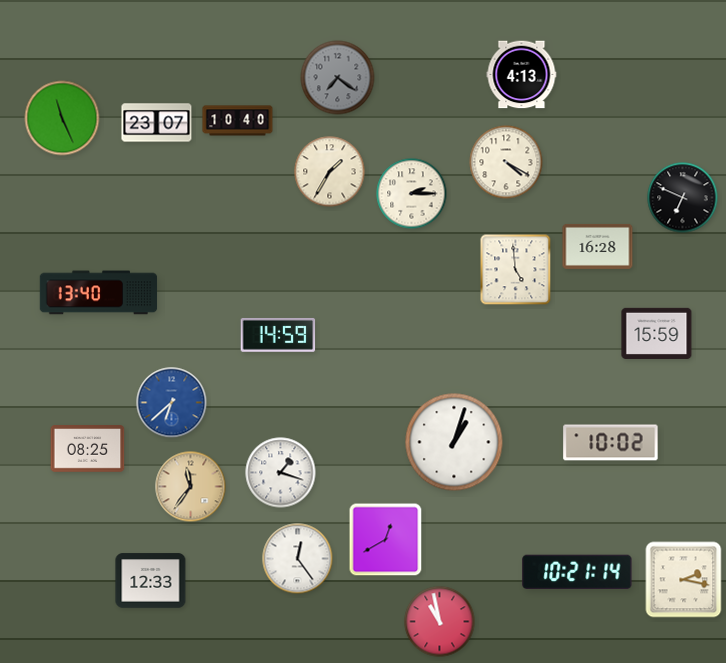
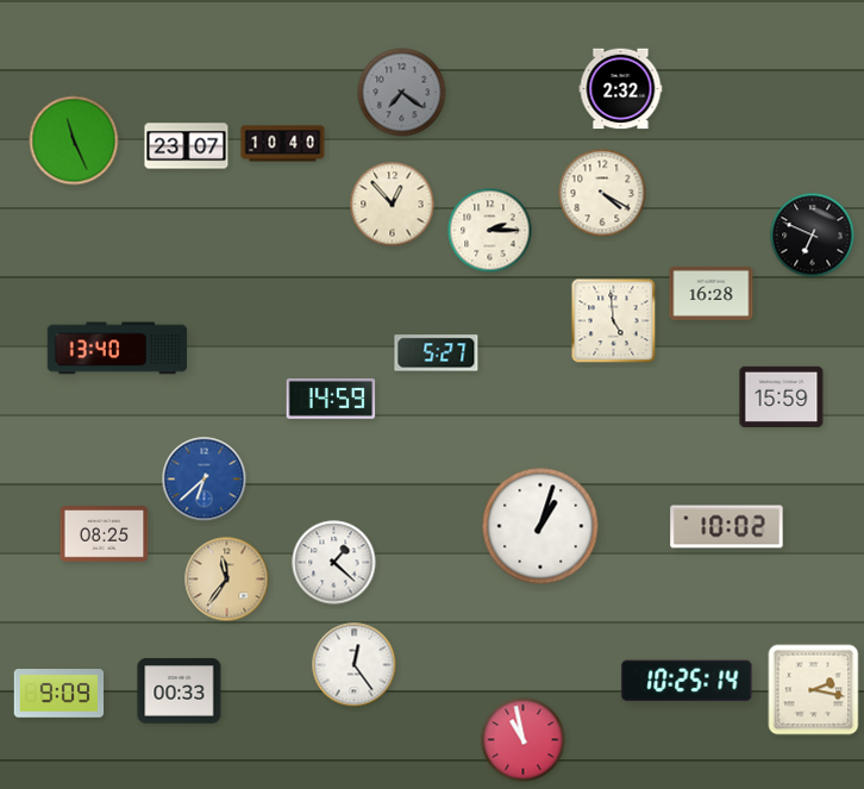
clock at (522, 75): 4:13 -> 2:32
clock at (330, 172): 1:35 -> 12:53
clock at (437, 353): none -> 5:27
clock at (281, 473): 1:18 -> 1:22
clock at (386, 540): 12:40 -> none
clock at (577, 572): 10:21 -> 10:25
clock at (151, 581): 12:33 -> 00:33
clock at (60, 694): none -> 9:09
